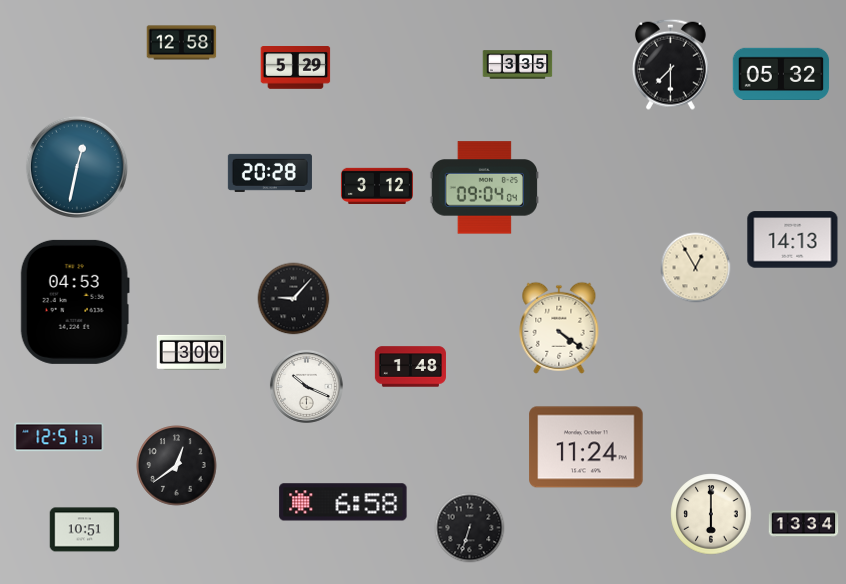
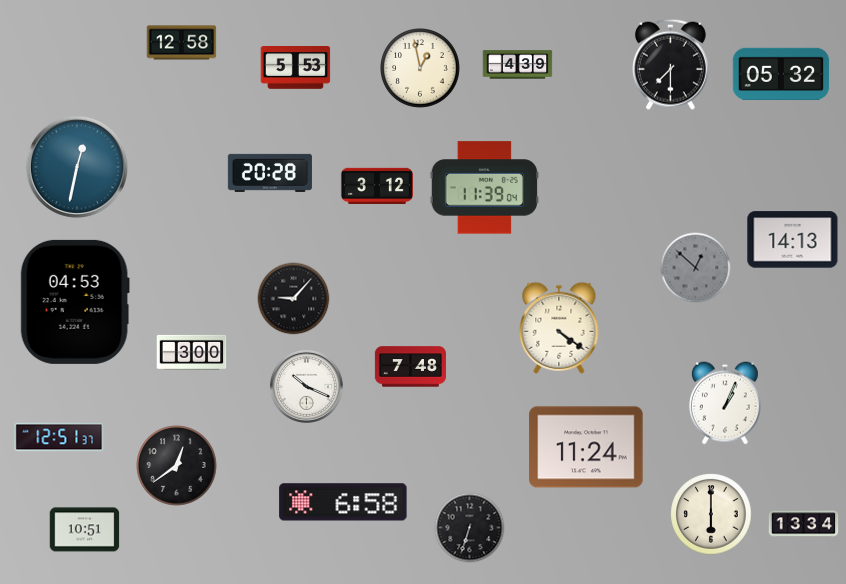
clock at (518, 65): 3:35 -> 4:39
clock at (296, 68): 5:29 -> 5:53
clock at (421, 69): none -> 12:58
clock at (484, 188): 09:04 -> 11:39
clock at (696, 268): 12:55 -> 12:52
clock at (696, 268) dial: cream -> grey
clock at (410, 367): 1:48 -> 7:48
clock at (725, 403): none -> 1:04
